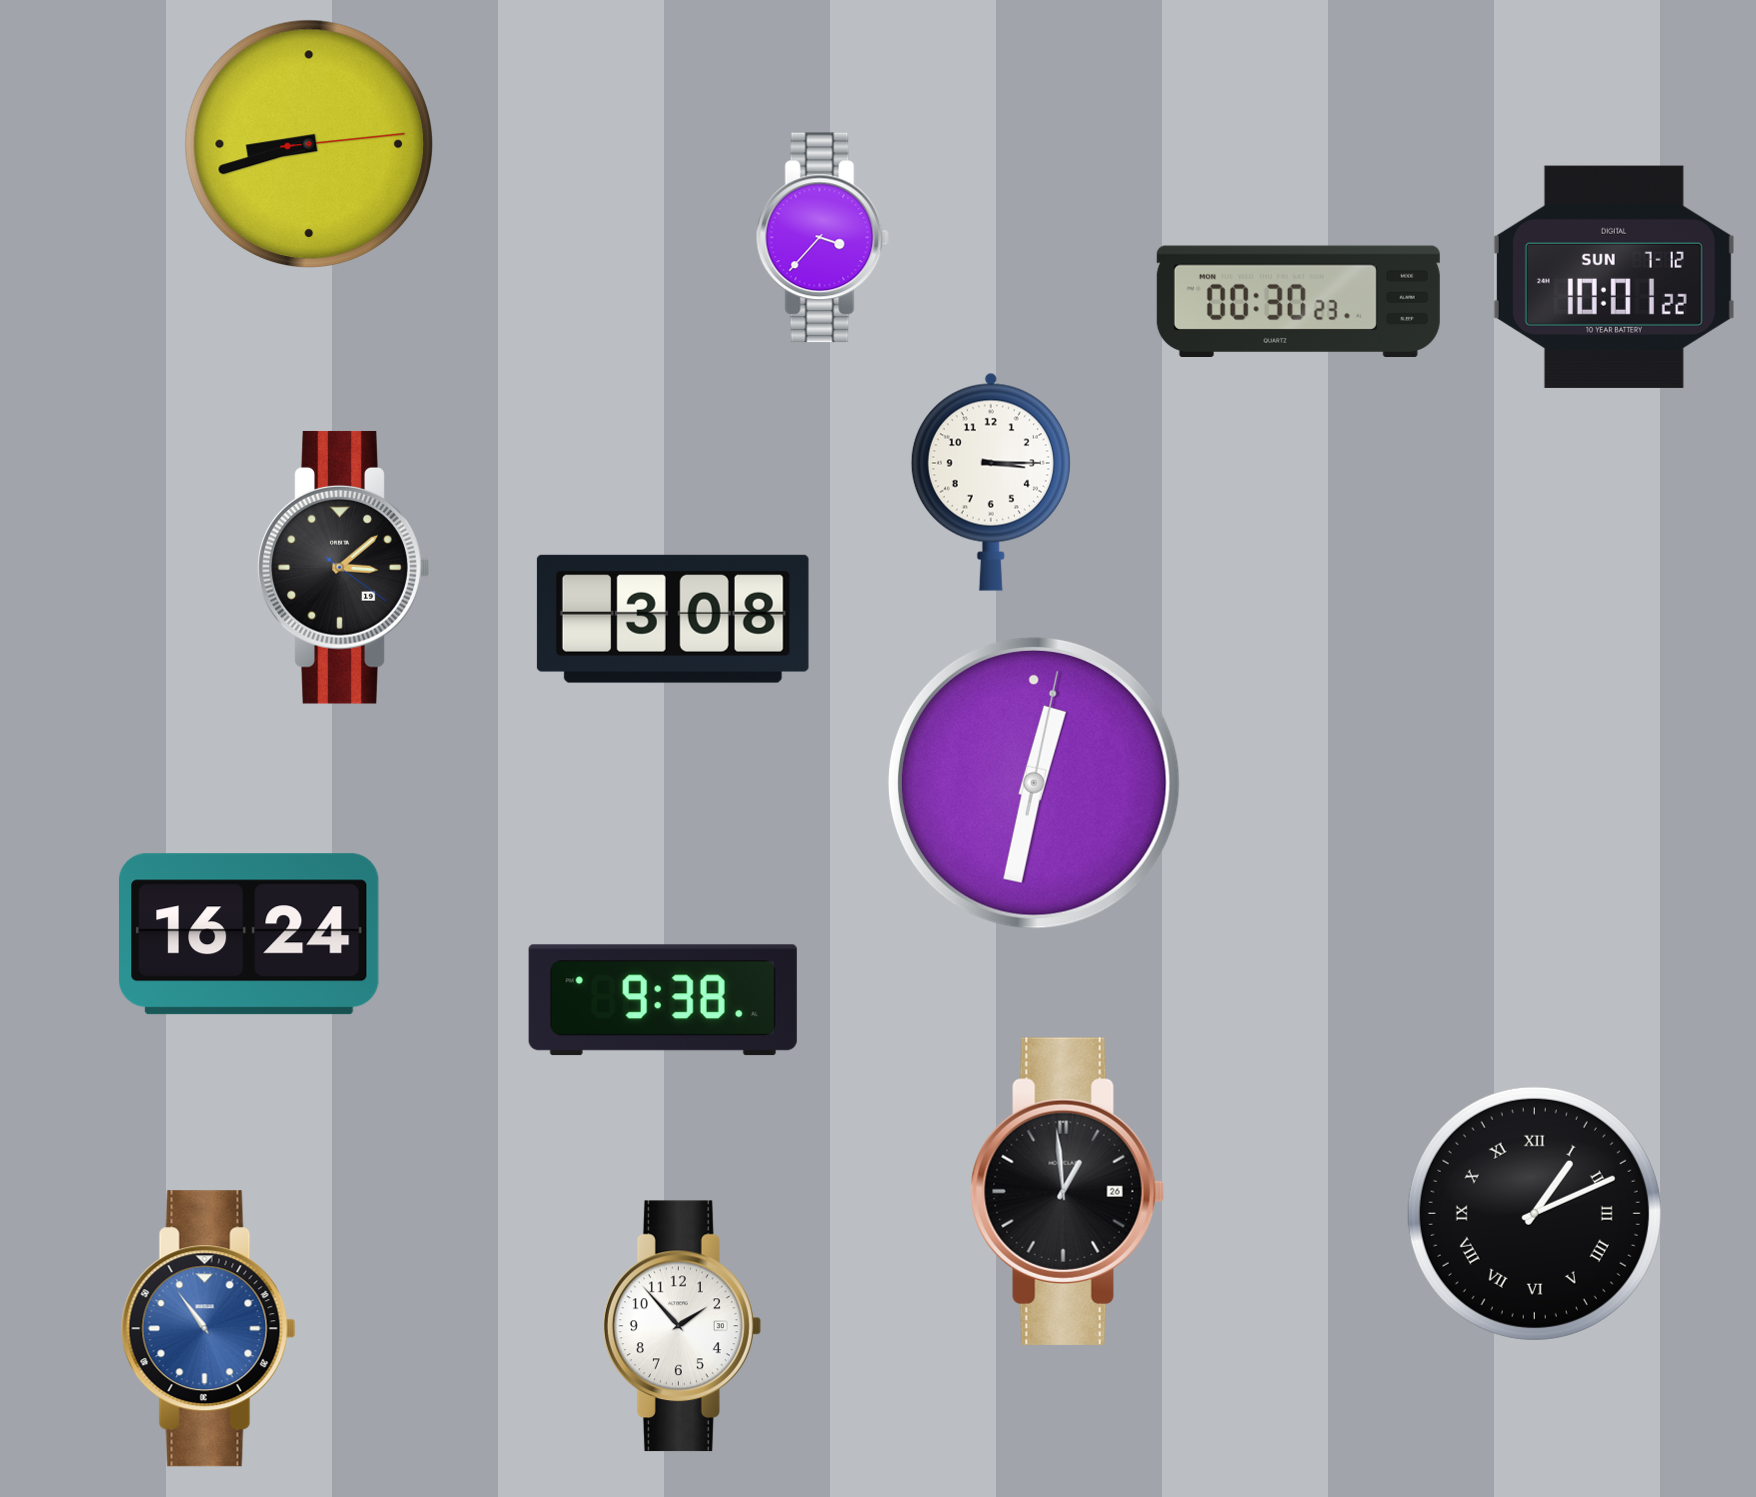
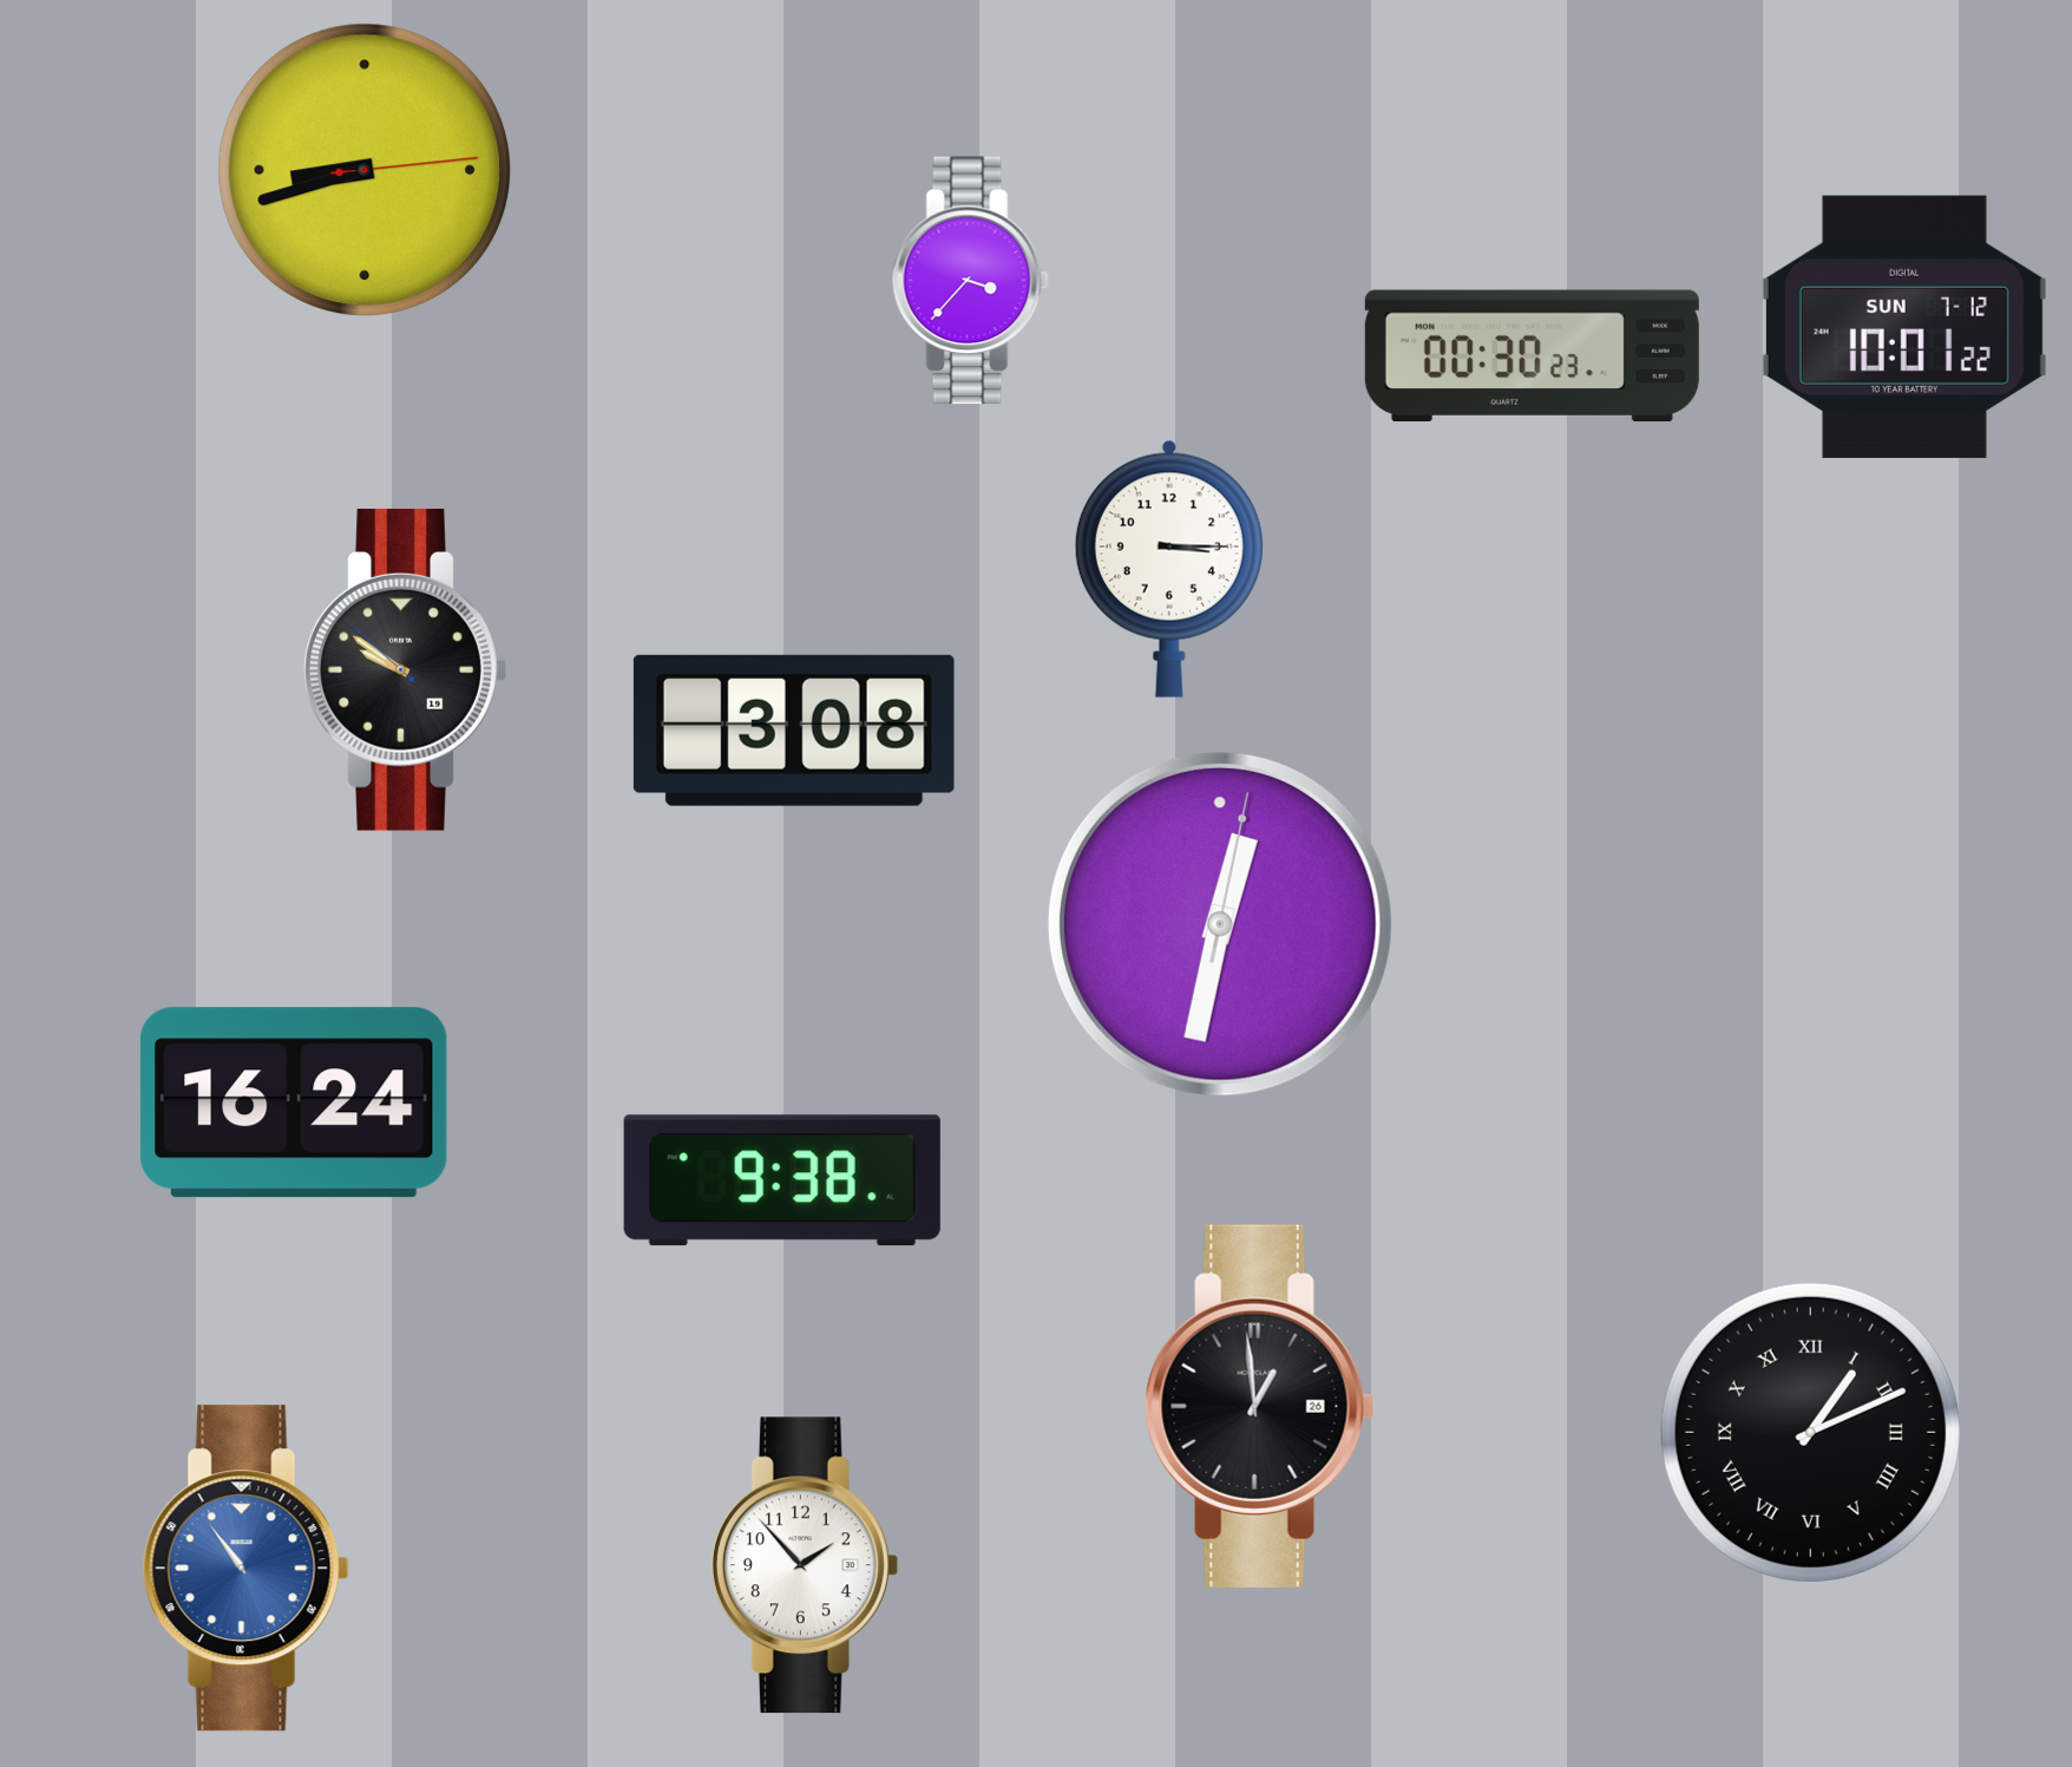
clock at (344, 567): 3:08 -> 9:50
